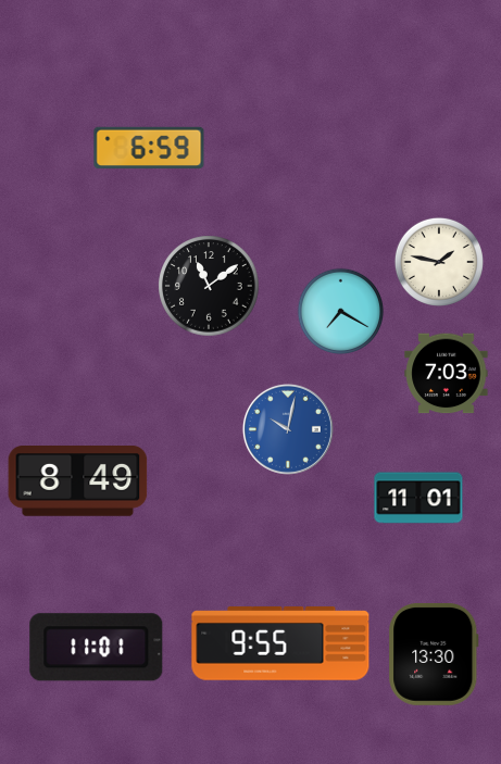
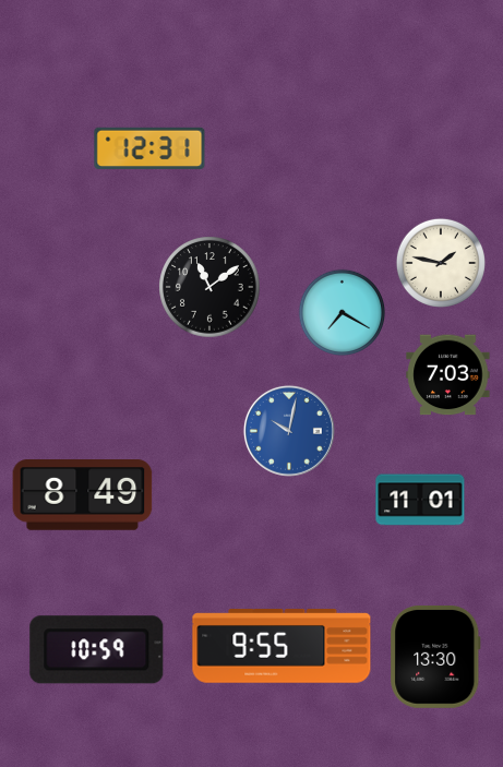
clock at (149, 147): 6:59 -> 12:31
clock at (78, 481) position: (78, 481) -> (83, 495)
clock at (97, 648): 11:01 -> 10:59
